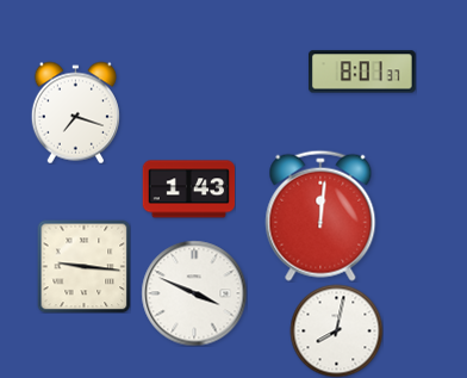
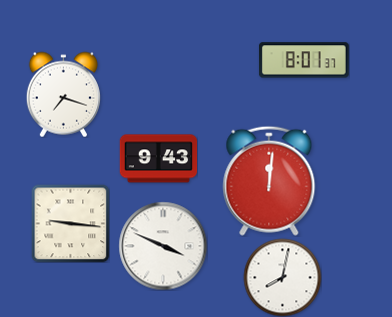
clock at (188, 190): 1:43 -> 9:43
